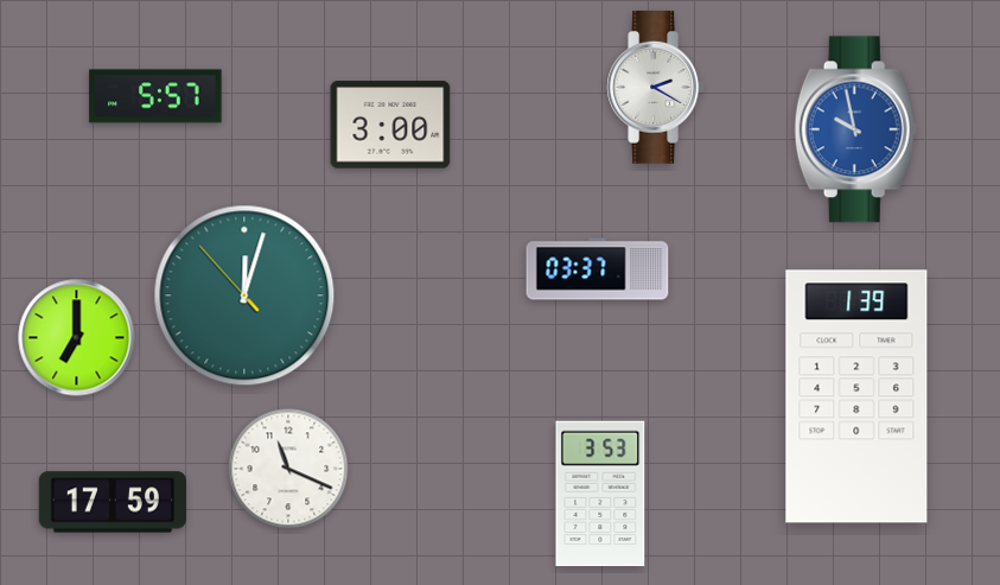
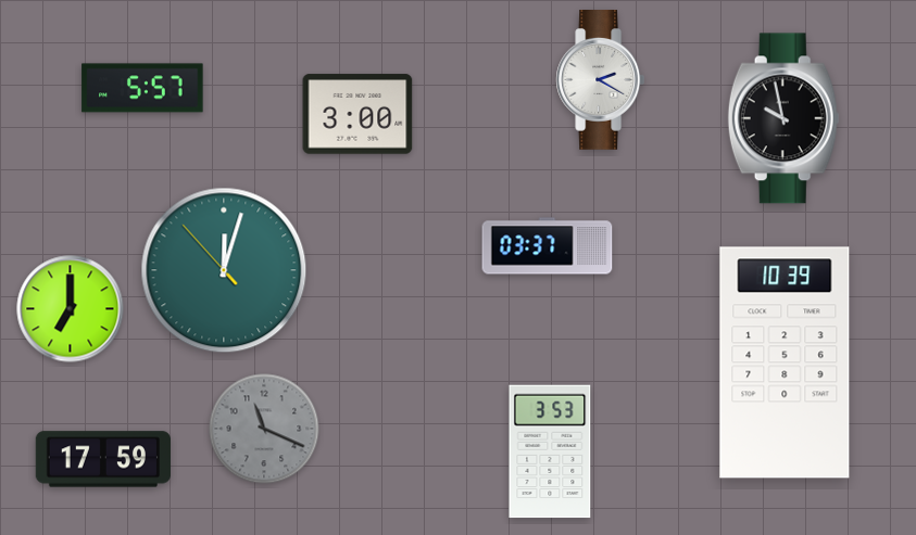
clock at (855, 129) dial: blue -> black
clock at (856, 396): 1:39 -> 10:39
clock at (288, 469) dial: white -> grey
